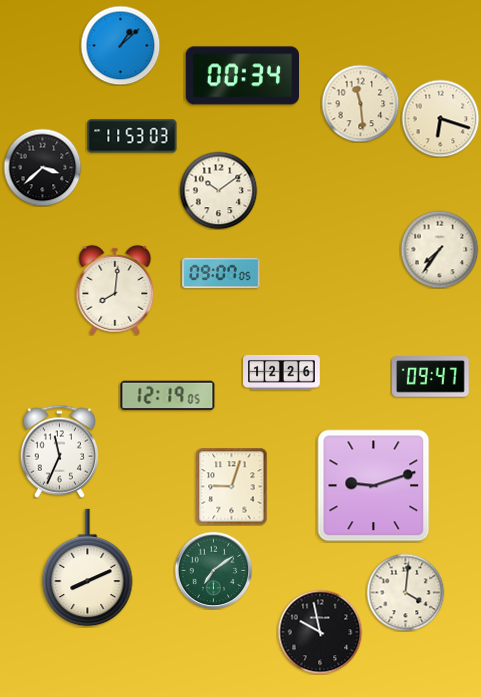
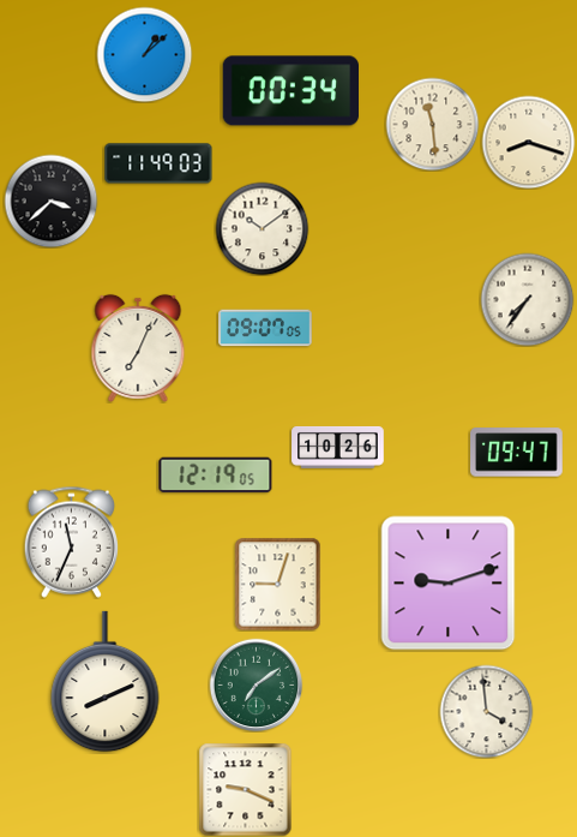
clock at (440, 118): 6:18 -> 8:18
clock at (132, 136): 11:53 -> 11:49
clock at (115, 290): 8:01 -> 7:04
clock at (282, 373): 12:26 -> 10:26
clock at (168, 396) position: (168, 396) -> (216, 476)
clock at (405, 592): 4:01 -> 3:59
clock at (320, 632): 9:58 -> none
clock at (245, 789): none -> 9:19
